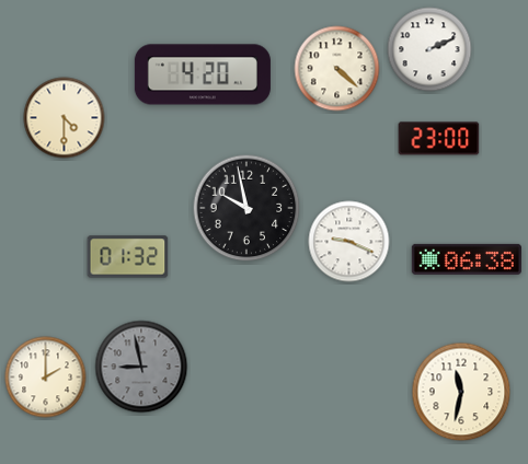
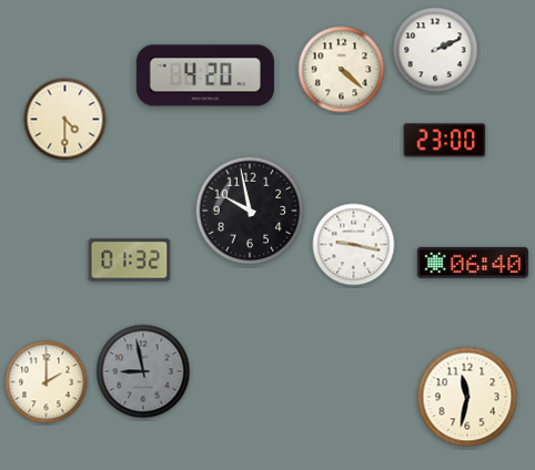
clock at (349, 242): 9:19 -> 9:17
clock at (467, 259): 06:38 -> 06:40
